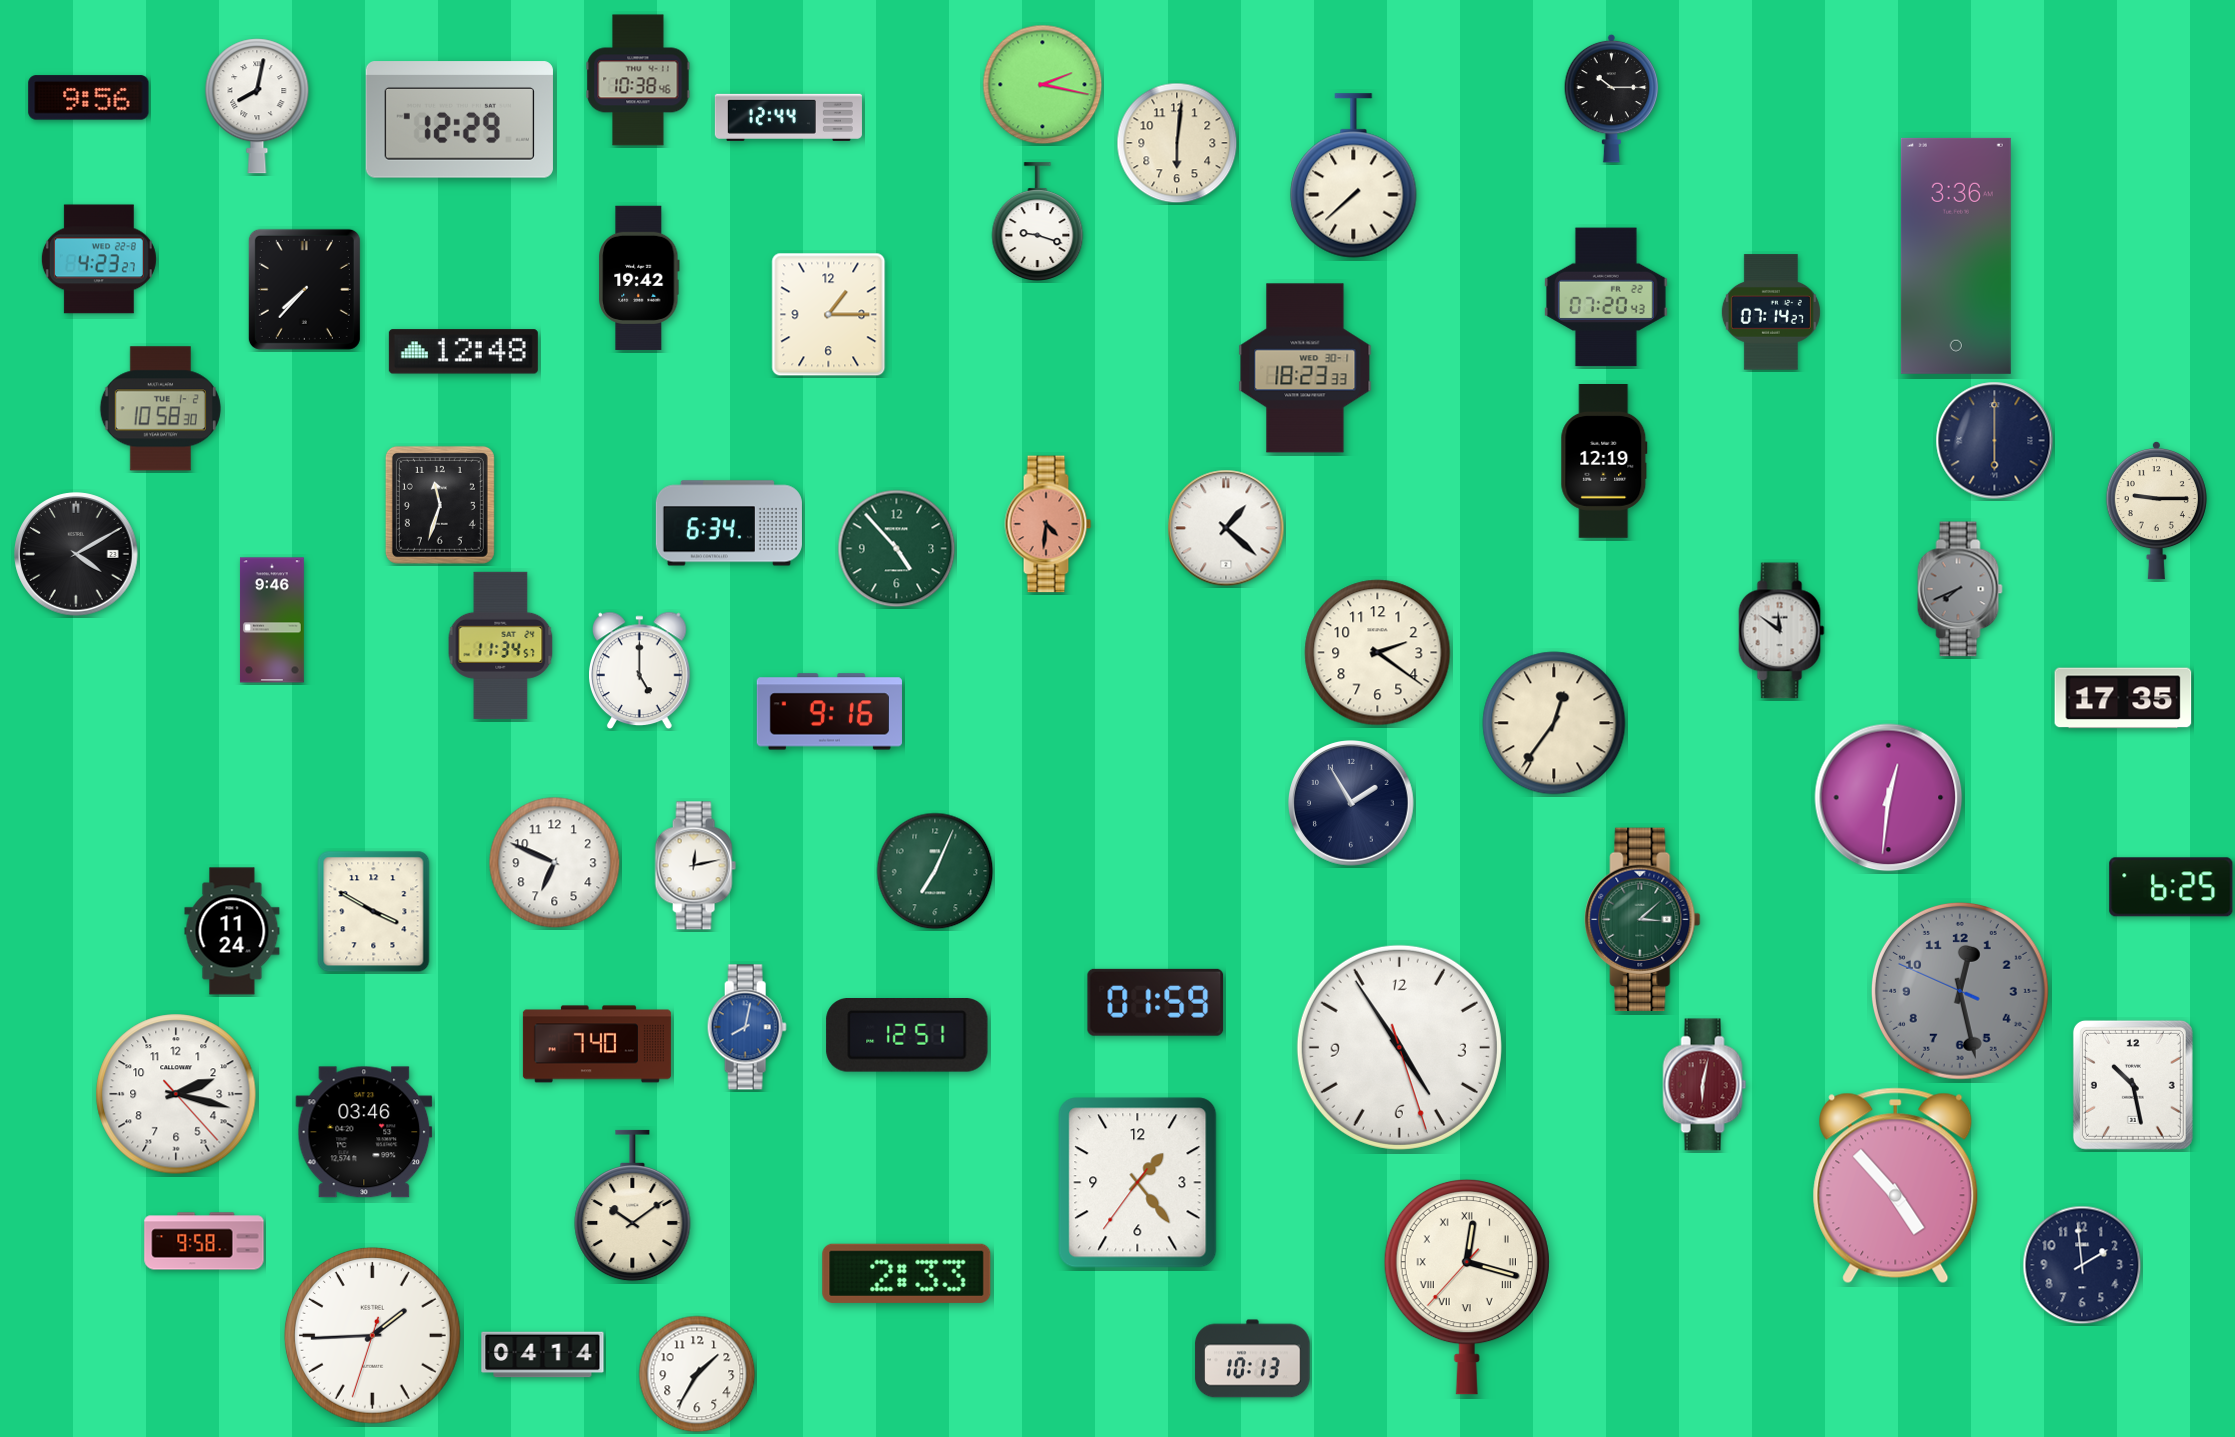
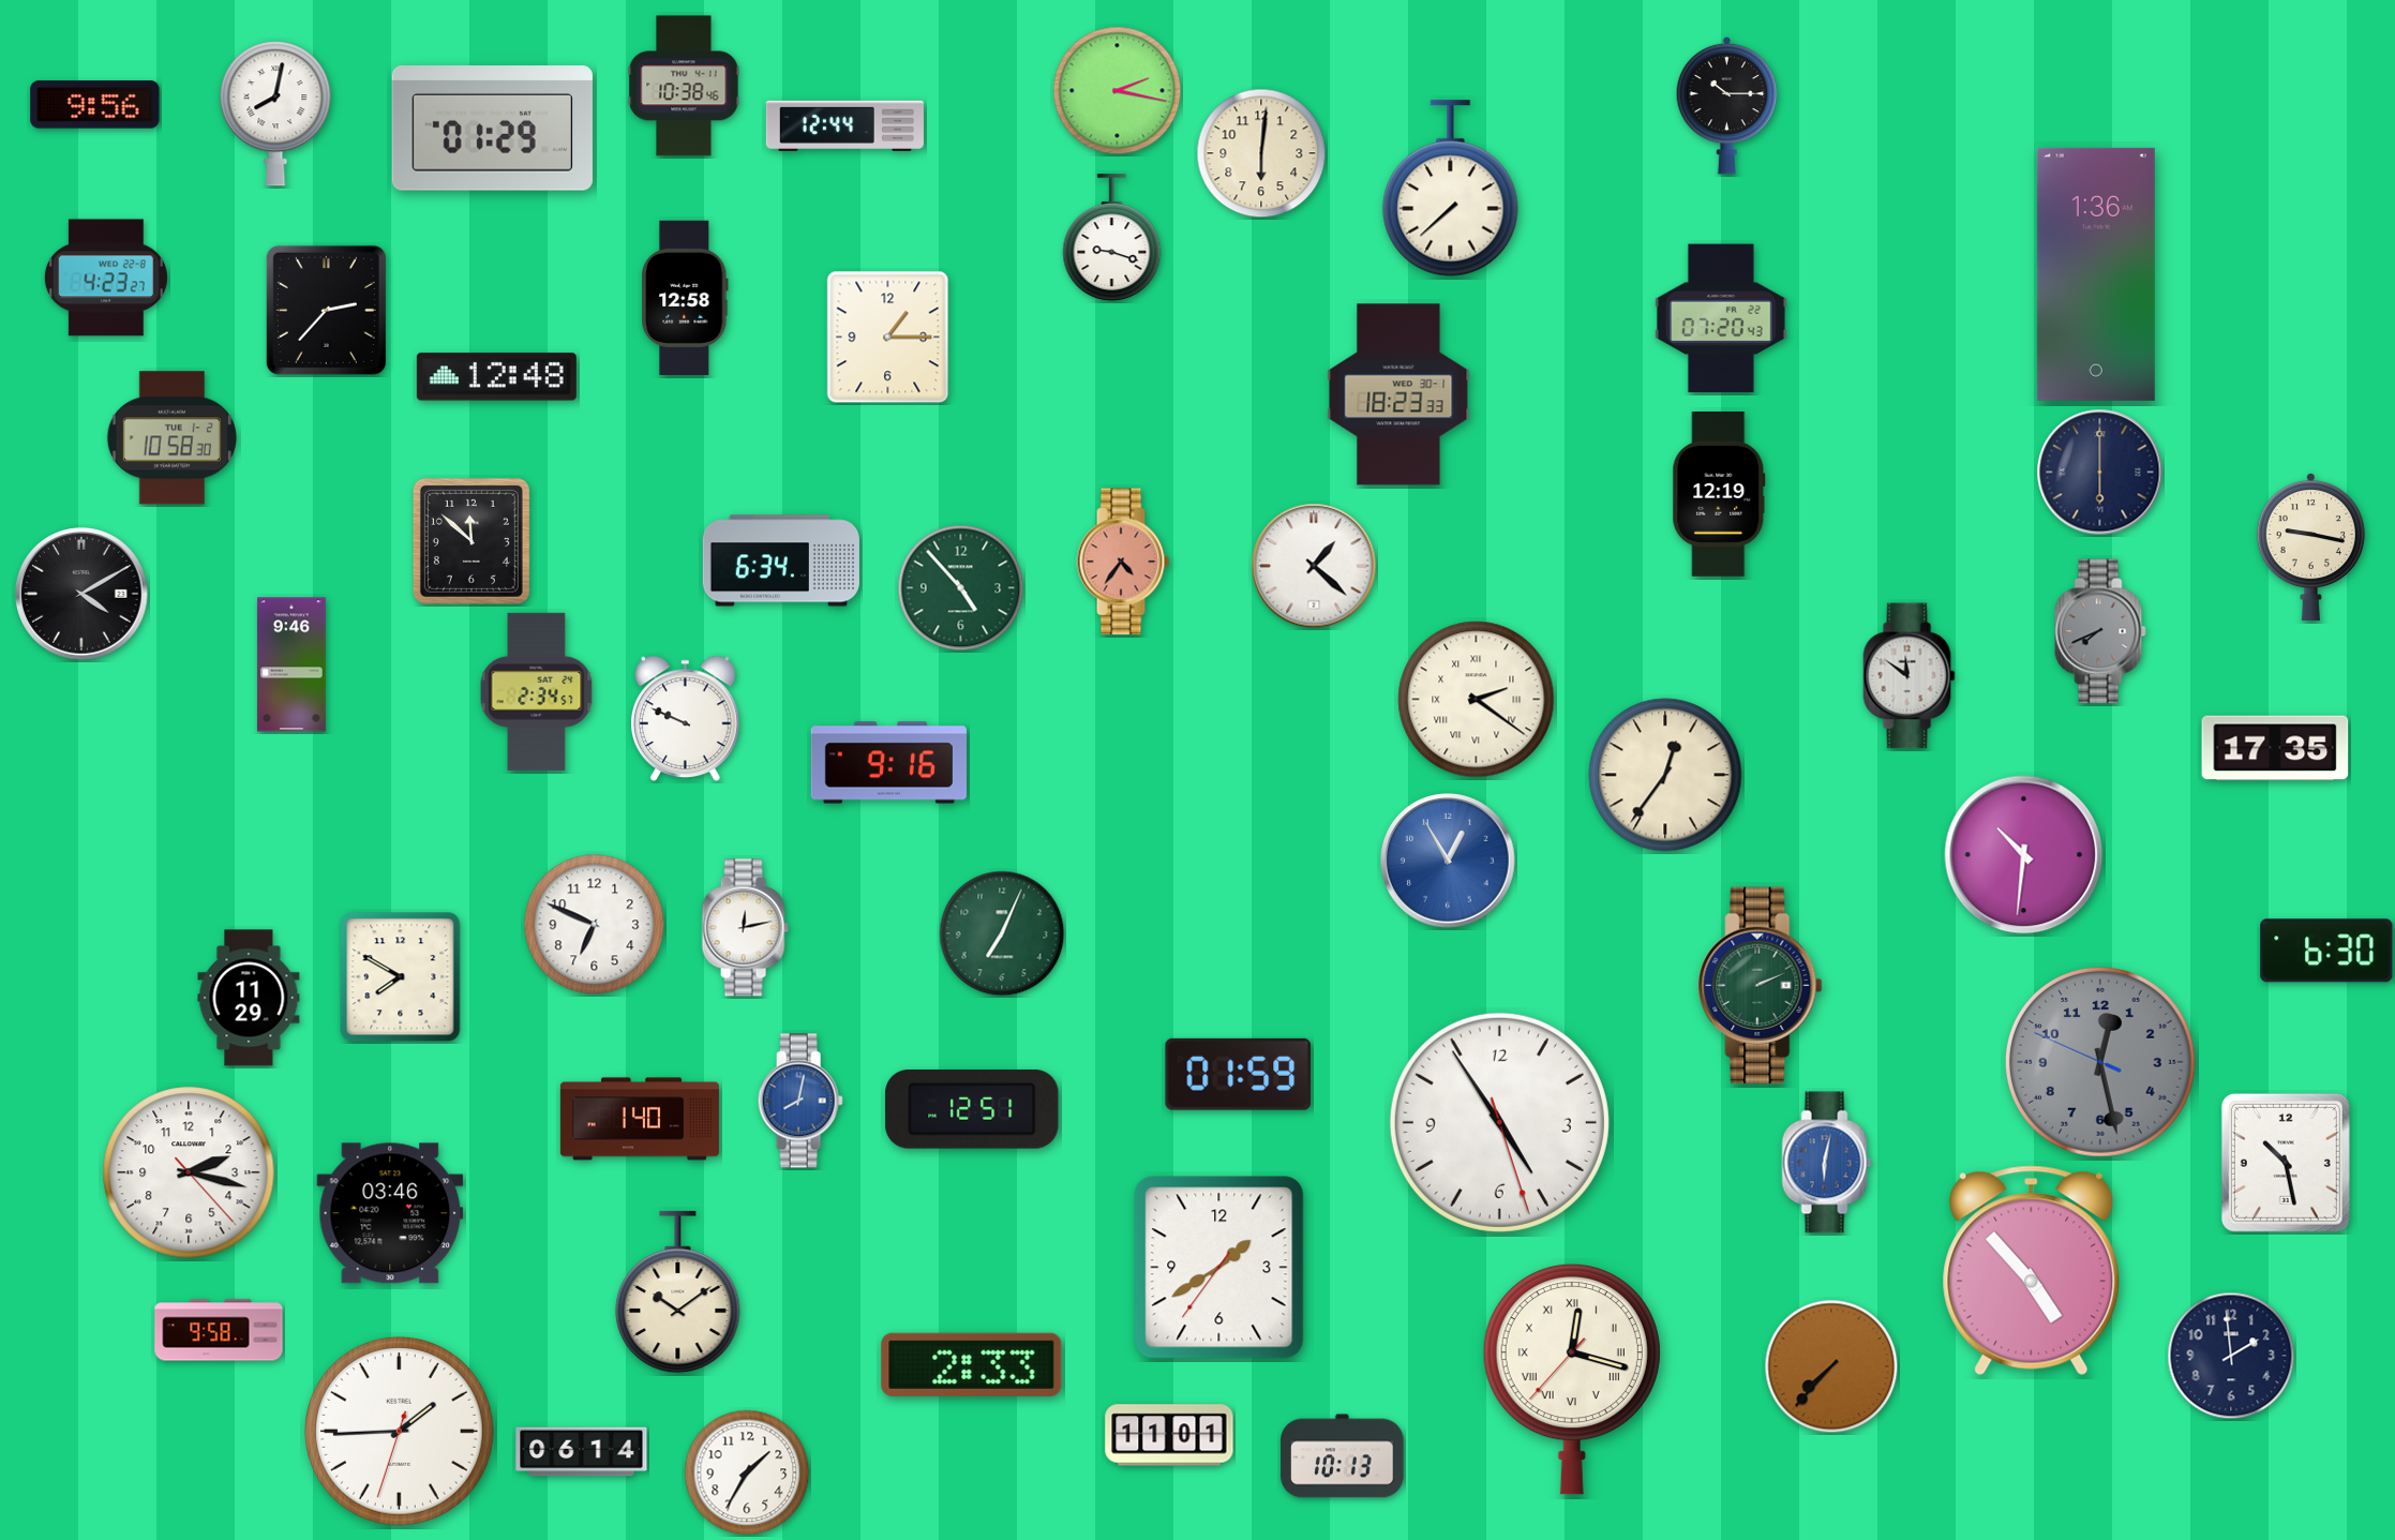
clock at (459, 120): 12:29 -> 01:29
clock at (1956, 256): 3:36 -> 1:36
clock at (639, 278): 19:42 -> 12:58
clock at (304, 289): 7:37 -> 2:37
clock at (1771, 312): 07:14 -> none
clock at (1995, 441) position: (1995, 441) -> (2100, 473)
clock at (440, 505): 11:33 -> 11:52
clock at (2156, 510): 9:15 -> 9:17
clock at (1048, 524): 4:31 -> 4:36
clock at (501, 645): 11:34 -> 2:34
clock at (1378, 653) numerals: Arabic -> Roman
clock at (640, 671): 5:00 -> 9:49
clock at (1889, 798): 12:31 -> 10:31
clock at (1352, 804): 1:55 -> 12:55
clock at (1352, 804) dial: navy -> blue
clock at (2171, 887): 6:25 -> 6:30
clock at (374, 912): 3:50 -> 7:50
clock at (1643, 919): 3:08 -> 2:11
clock at (232, 931): 11:24 -> 11:29
clock at (597, 1044): 7:40 -> 1:40
clock at (1705, 1085) dial: burgundy -> blue
clock at (1138, 1183): 1:23 -> 1:39
clock at (1831, 1366): none -> 7:37
clock at (1169, 1435): none -> 11:01
clock at (543, 1355): 04:14 -> 06:14
